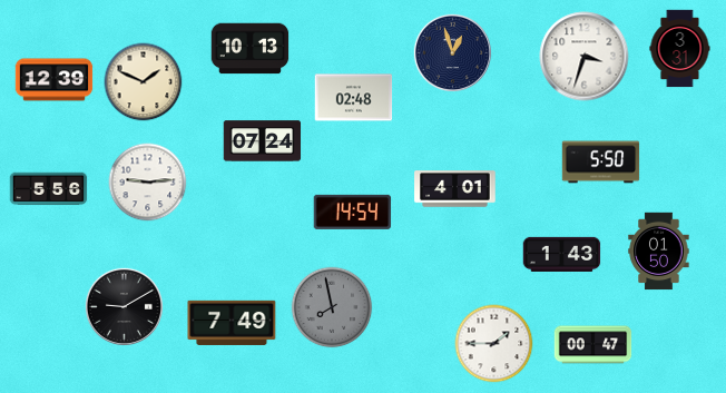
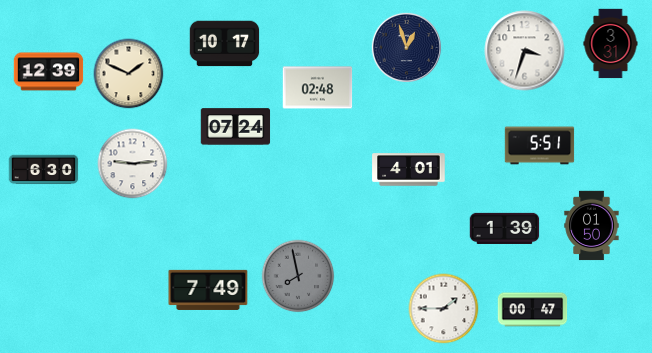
clock at (251, 49): 10:13 -> 10:17
clock at (601, 163): 5:50 -> 5:51
clock at (49, 189): 5:56 -> 6:30
clock at (353, 212): 14:54 -> none
clock at (562, 254): 1:43 -> 1:39
clock at (124, 306): 9:10 -> none
